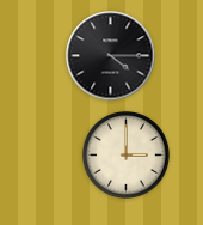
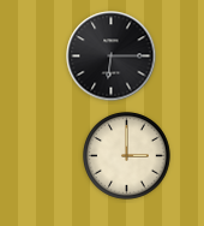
clock at (111, 56): 4:15 -> 6:15
